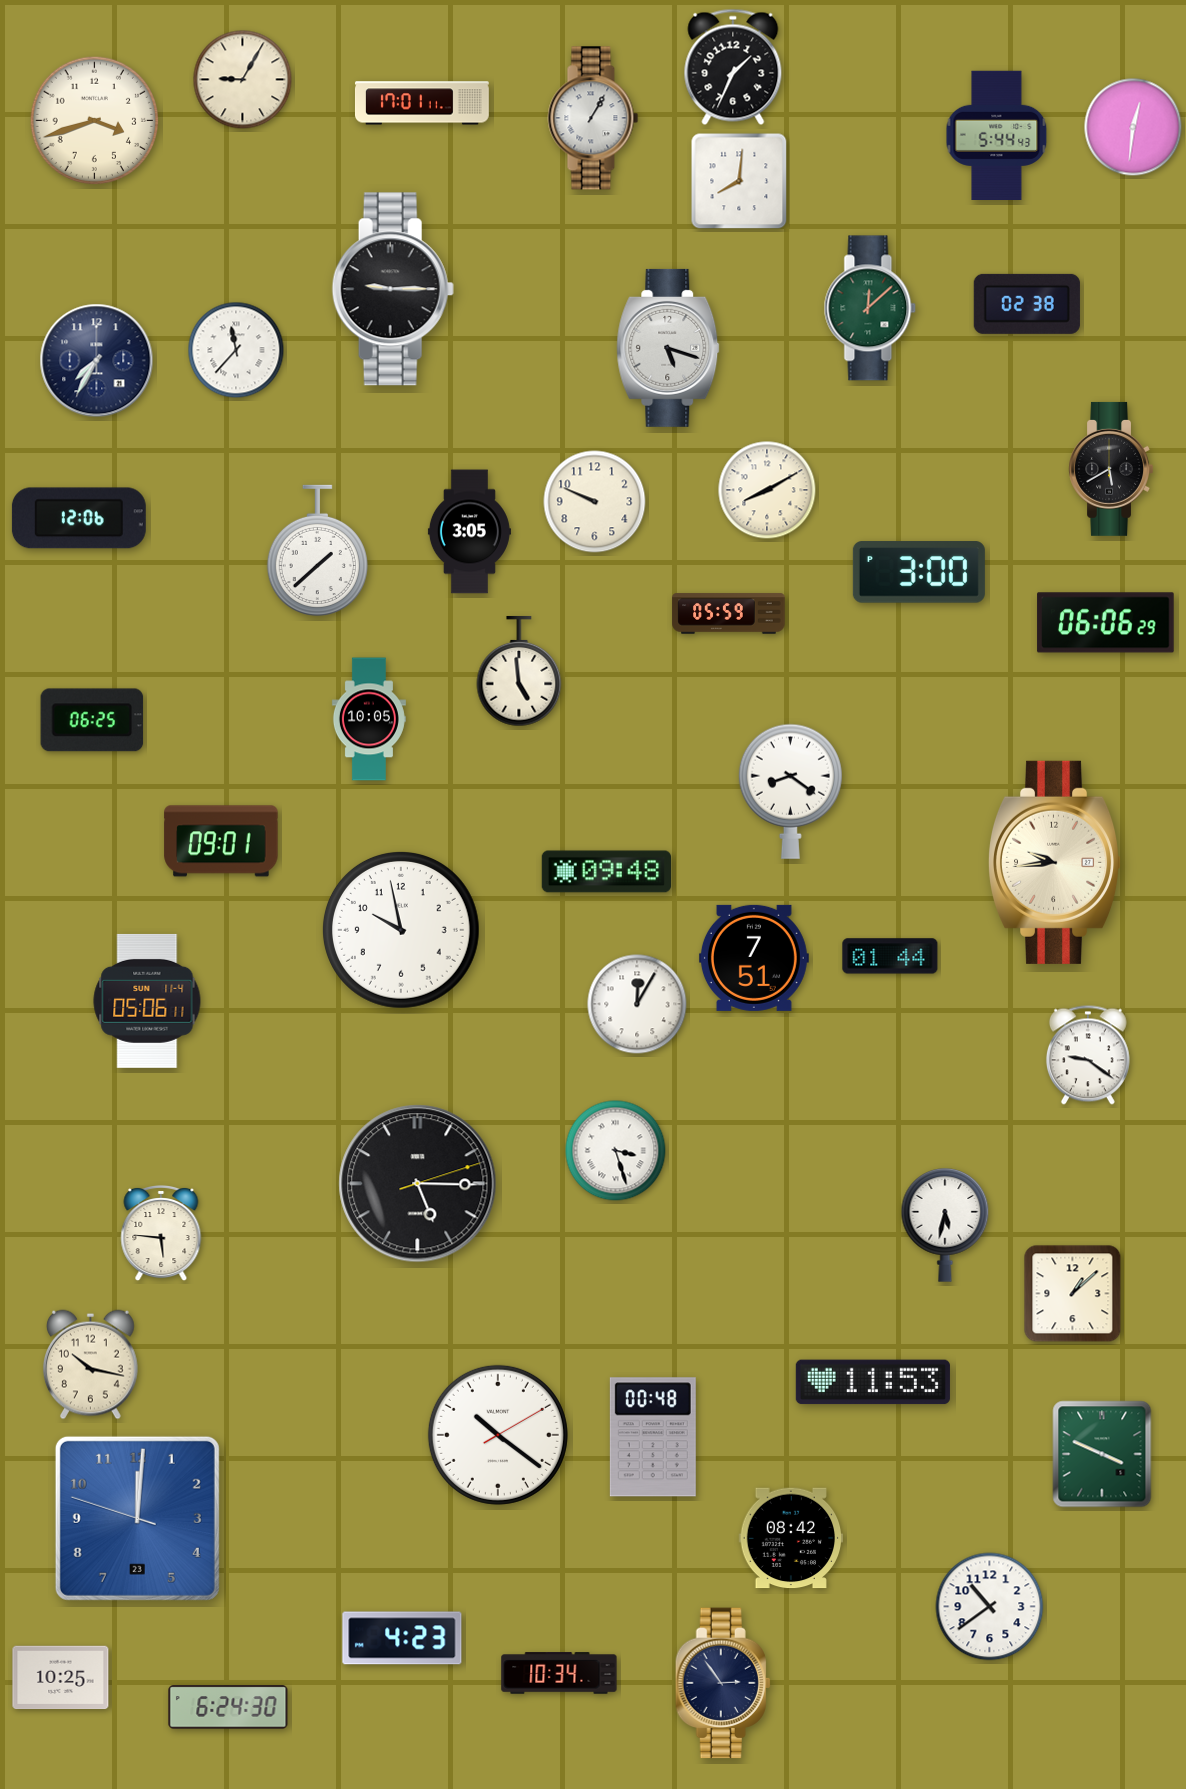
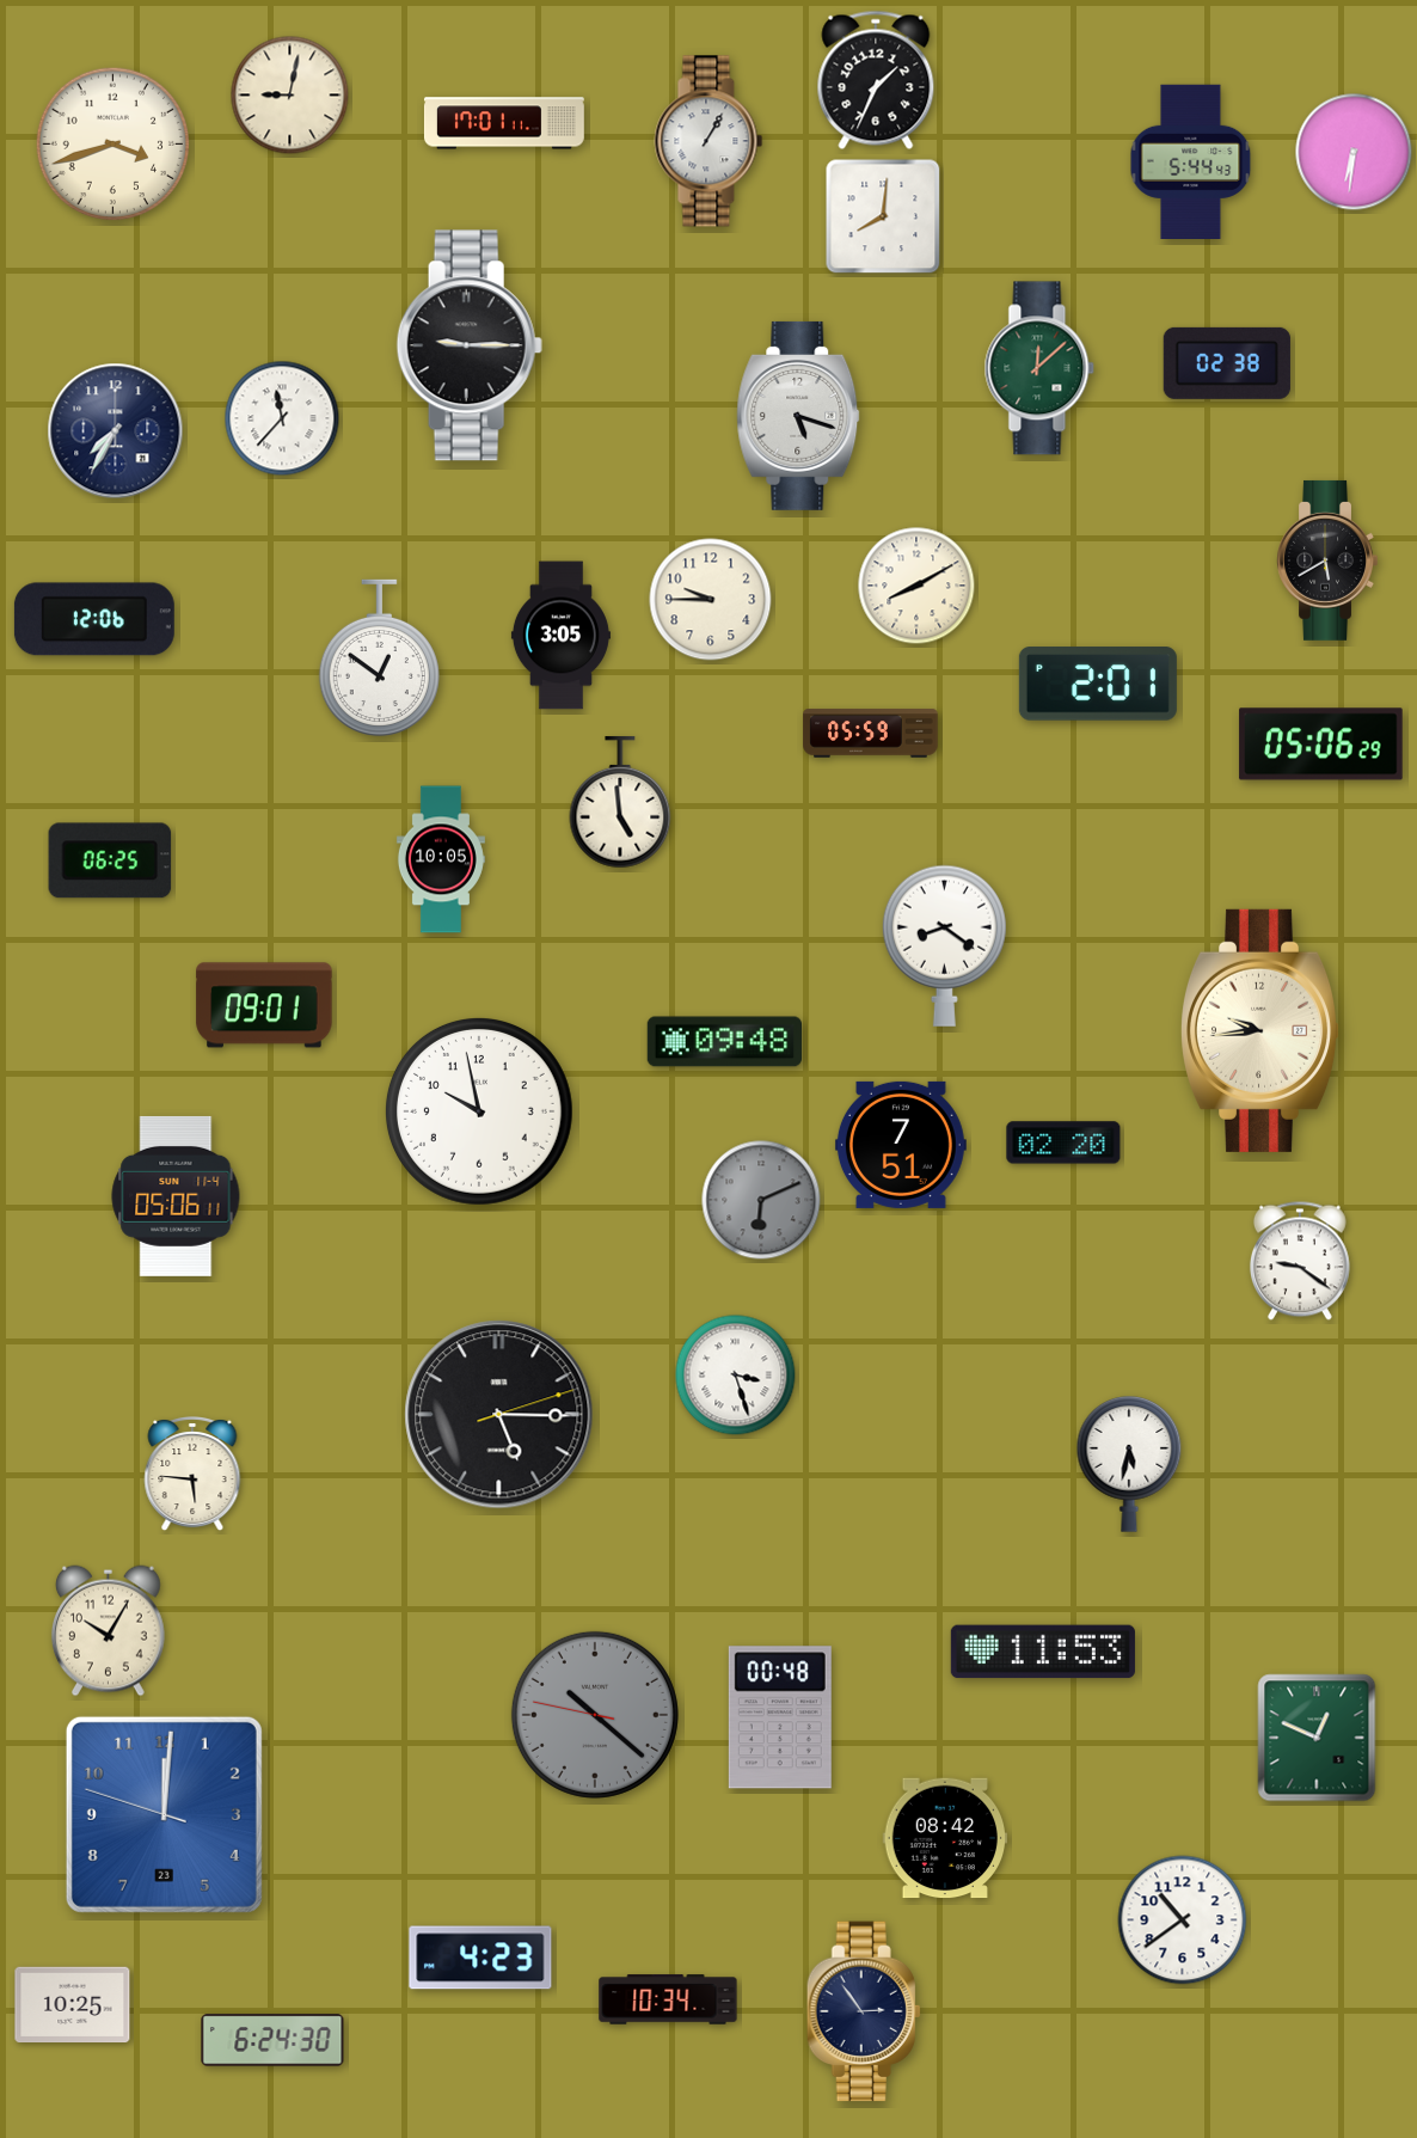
clock at (243, 80): 9:05 -> 9:02
clock at (1133, 127): 12:31 -> 6:31
clock at (595, 502): 9:49 -> 9:45
clock at (317, 551): 1:38 -> 12:51
clock at (919, 572): 3:00 -> 2:01
clock at (1106, 623): 06:06 -> 05:06
clock at (890, 956): 01:44 -> 02:20
clock at (637, 1004): 12:05 -> 6:11
clock at (637, 1004) dial: white -> grey
clock at (1073, 1294): 1:08 -> none
clock at (90, 1365): 10:17 -> 10:05
clock at (498, 1435): 10:21:10 -> 10:21:47
clock at (498, 1435) dial: white -> grey
clock at (1102, 1454): 3:49 -> 12:49
